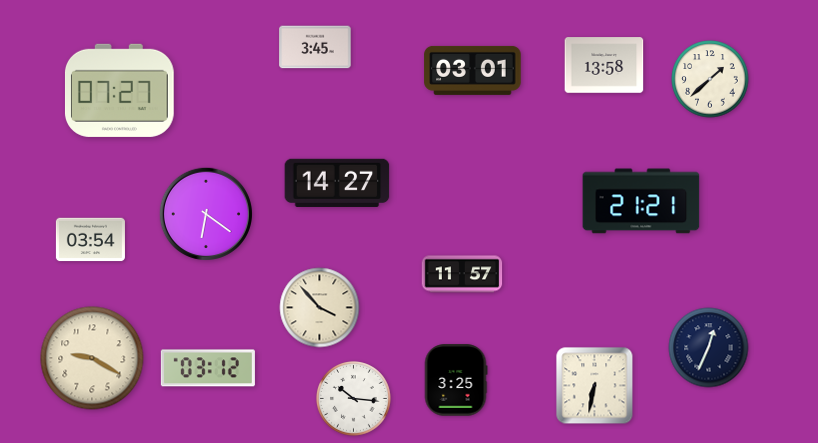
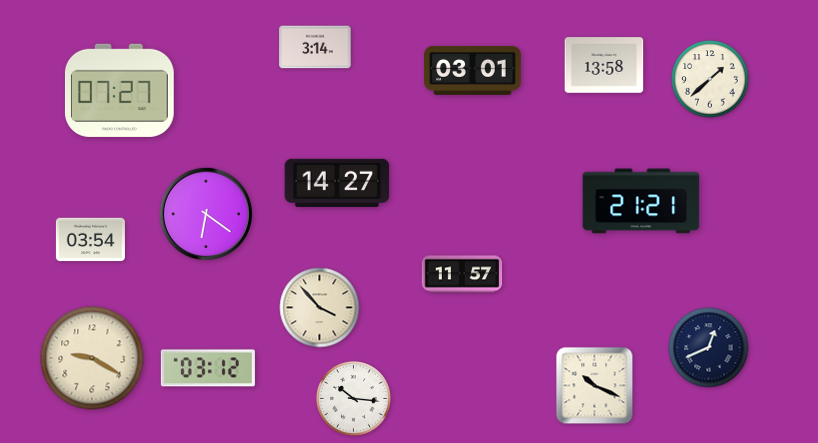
clock at (315, 47): 3:45 -> 3:14
clock at (709, 348): 12:34 -> 12:41
clock at (456, 380): 3:25 -> none
clock at (595, 386): 6:32 -> 10:19
